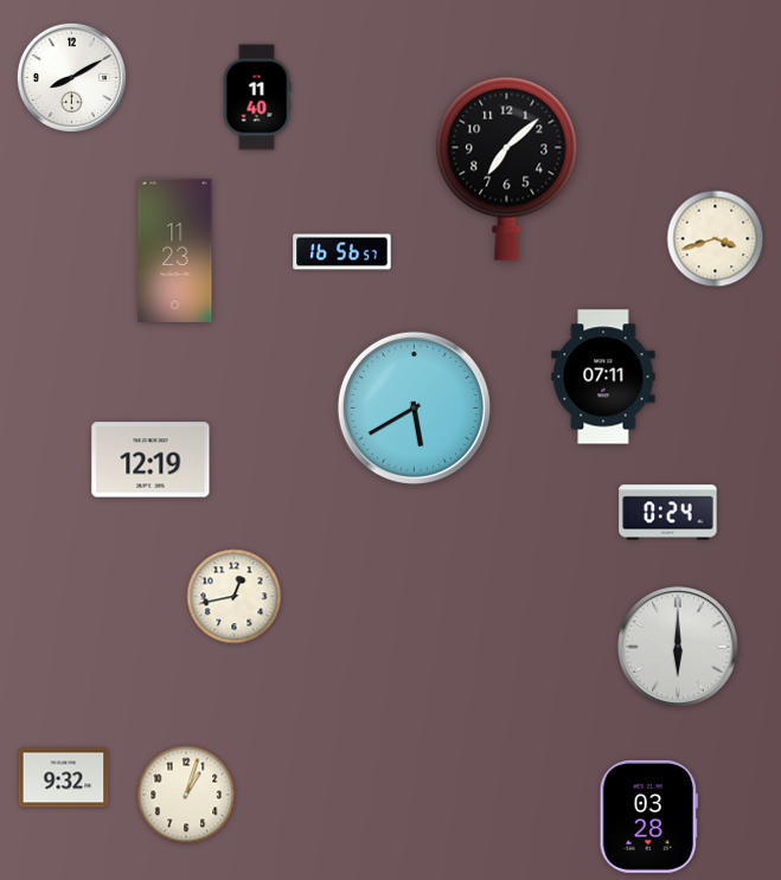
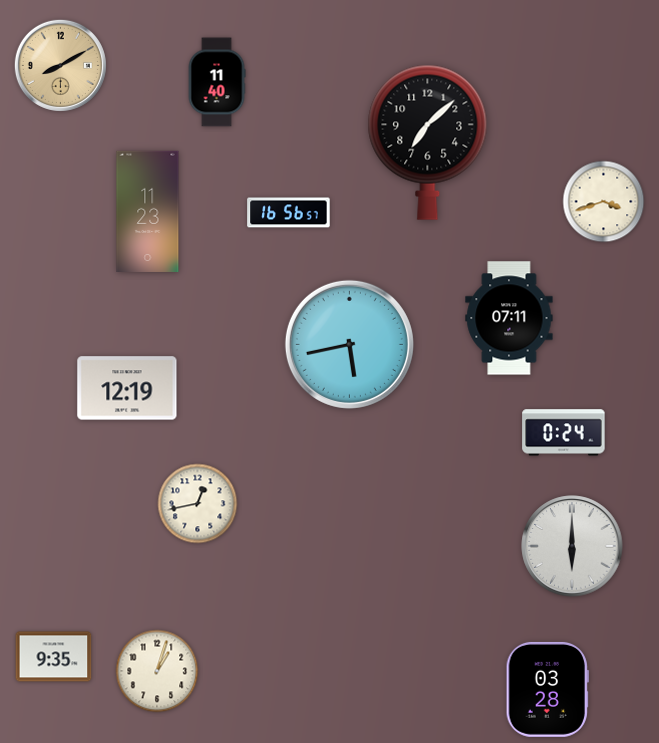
clock at (71, 77) dial: white -> champagne
clock at (414, 407): 5:40 -> 5:43
clock at (64, 778): 9:32 -> 9:35
